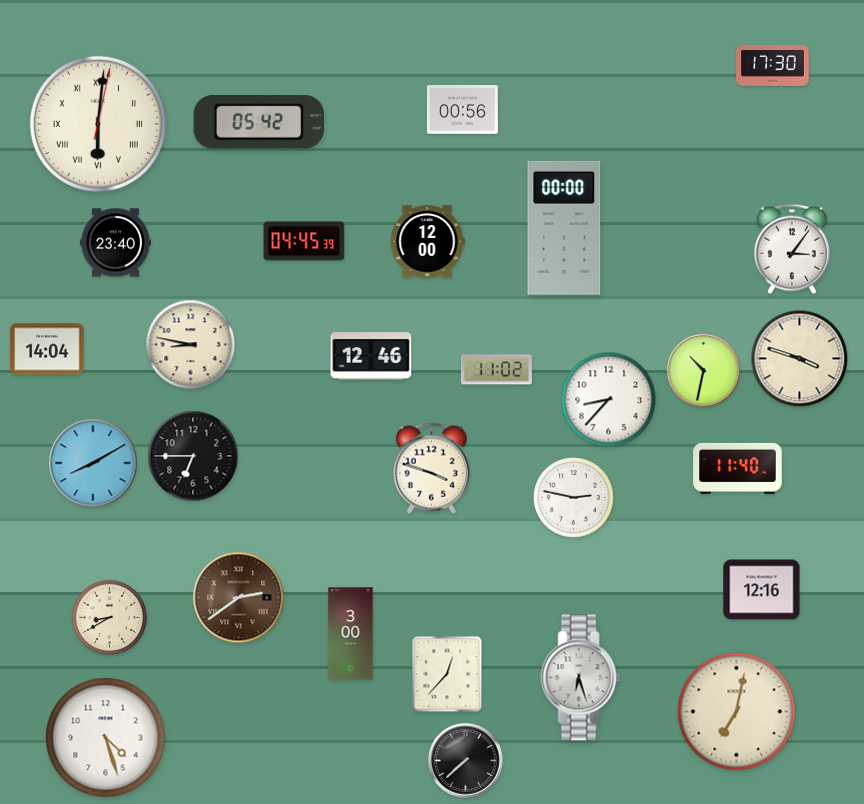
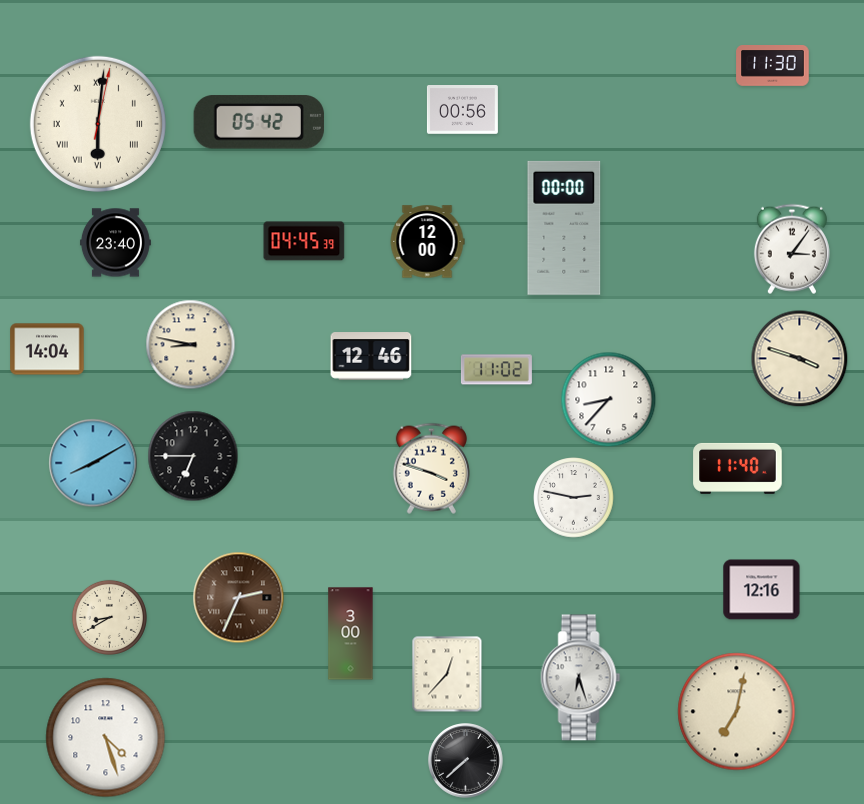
clock at (773, 66): 17:30 -> 11:30
clock at (704, 371): 10:32 -> none
clock at (239, 598): 2:39 -> 2:34
